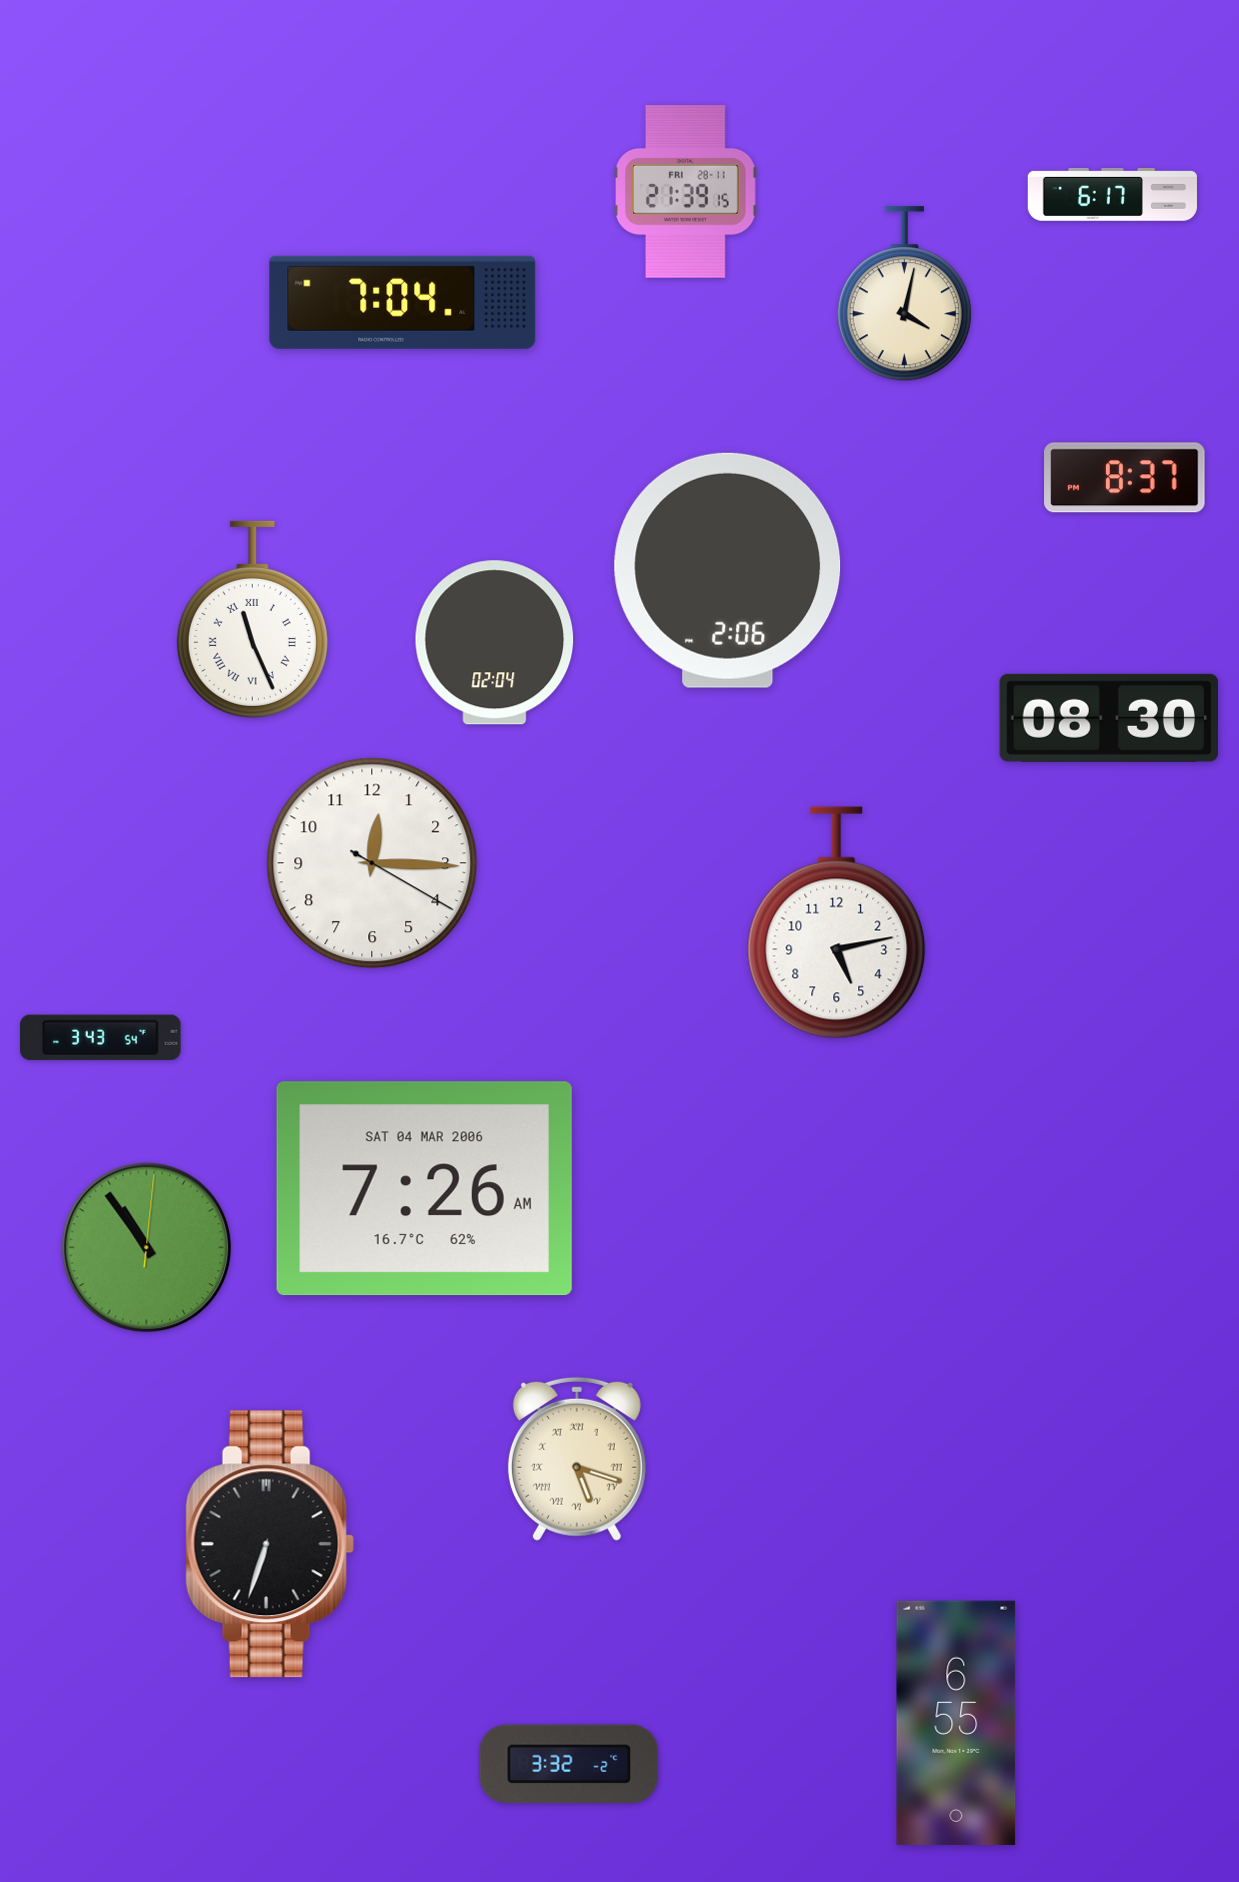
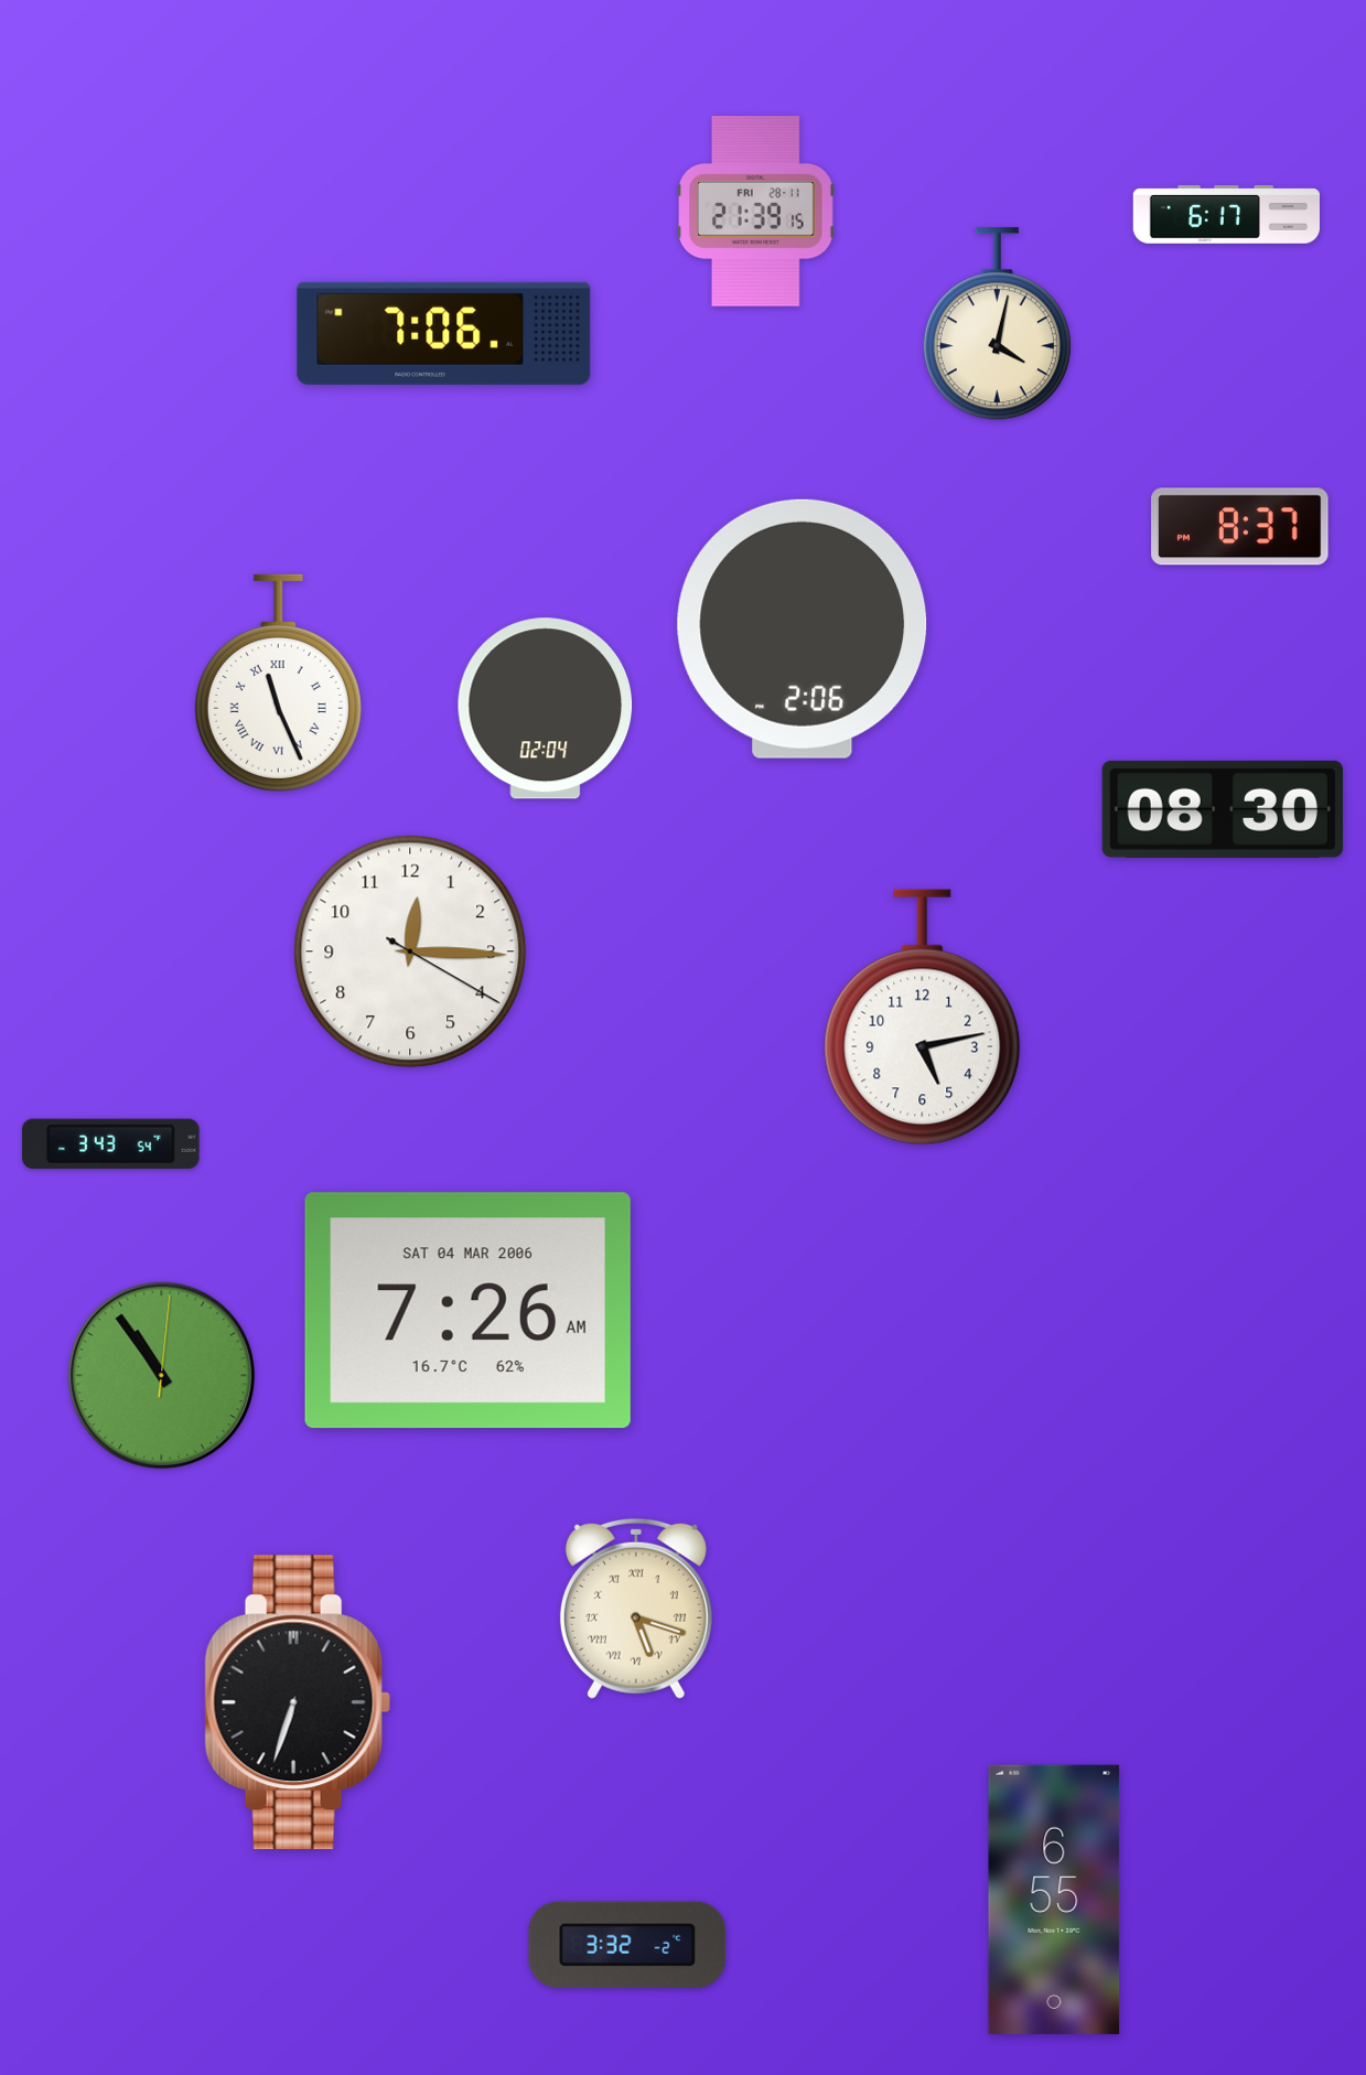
clock at (403, 302): 7:04 -> 7:06
clock at (1108, 718) position: (1108, 718) -> (1222, 809)
